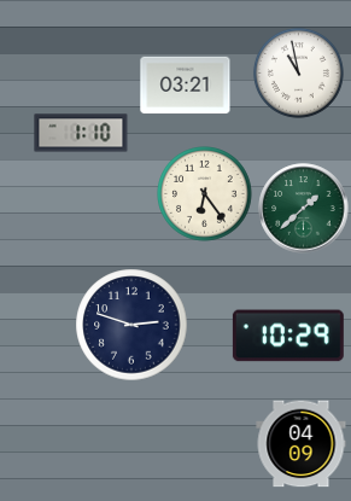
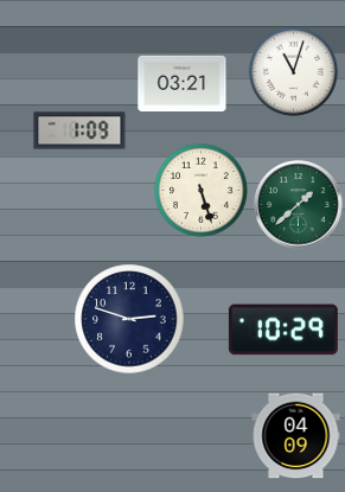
clock at (298, 72): 10:58 -> 11:03
clock at (81, 133): 1:10 -> 1:09
clock at (205, 194): 6:24 -> 5:27
